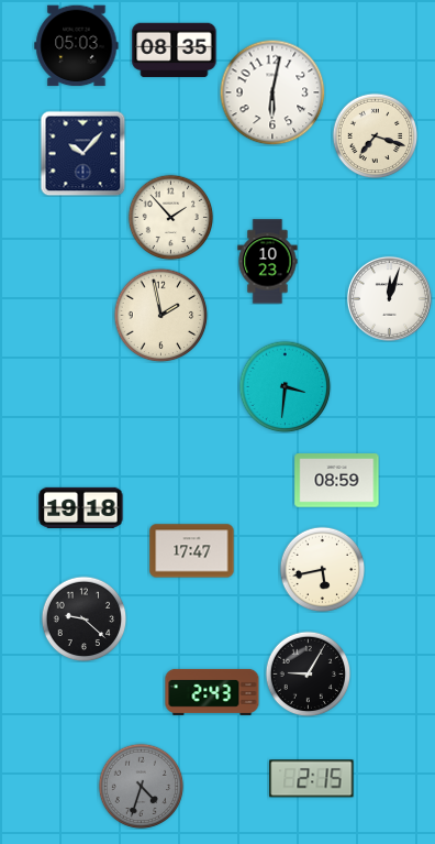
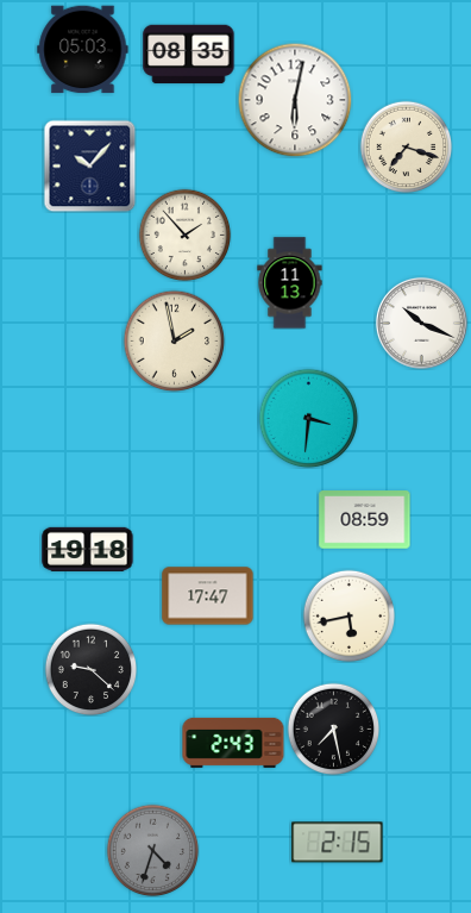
clock at (268, 262): 10:23 -> 11:13
clock at (389, 298): 12:03 -> 10:19
clock at (308, 673): 9:05 -> 7:28
clock at (212, 692) position: (212, 692) -> (233, 743)
